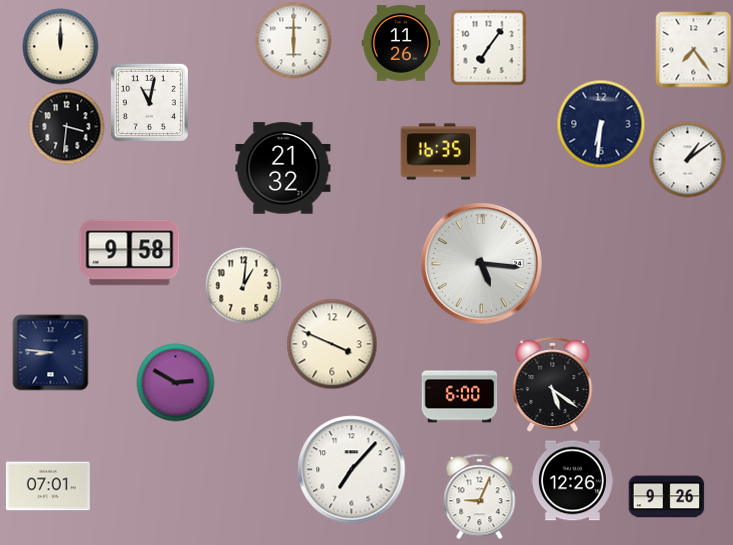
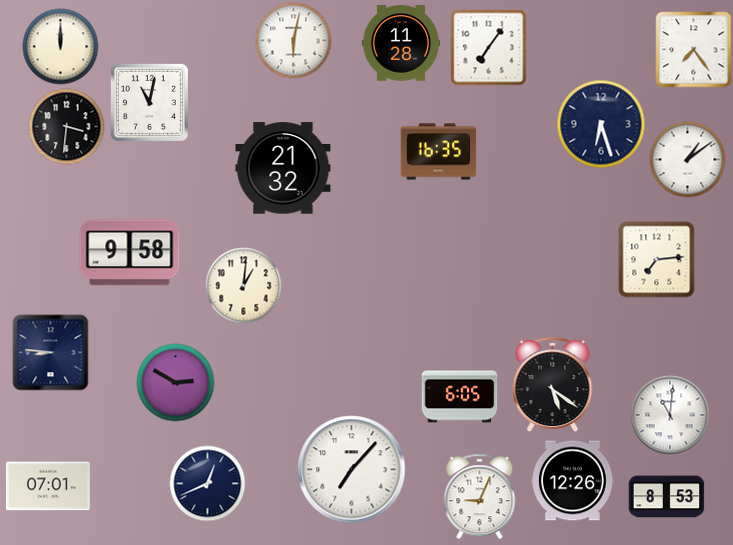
clock at (294, 41): 6:00 -> 6:02
clock at (401, 43): 11:26 -> 11:28
clock at (601, 124): 6:31 -> 6:27
clock at (657, 260): none -> 7:14
clock at (481, 263): 5:16 -> none
clock at (332, 344): 3:49 -> none
clock at (460, 397): 6:00 -> 6:05
clock at (670, 415): none -> 11:01
clock at (208, 484): none -> 12:41
clock at (667, 497): 9:26 -> 8:53
